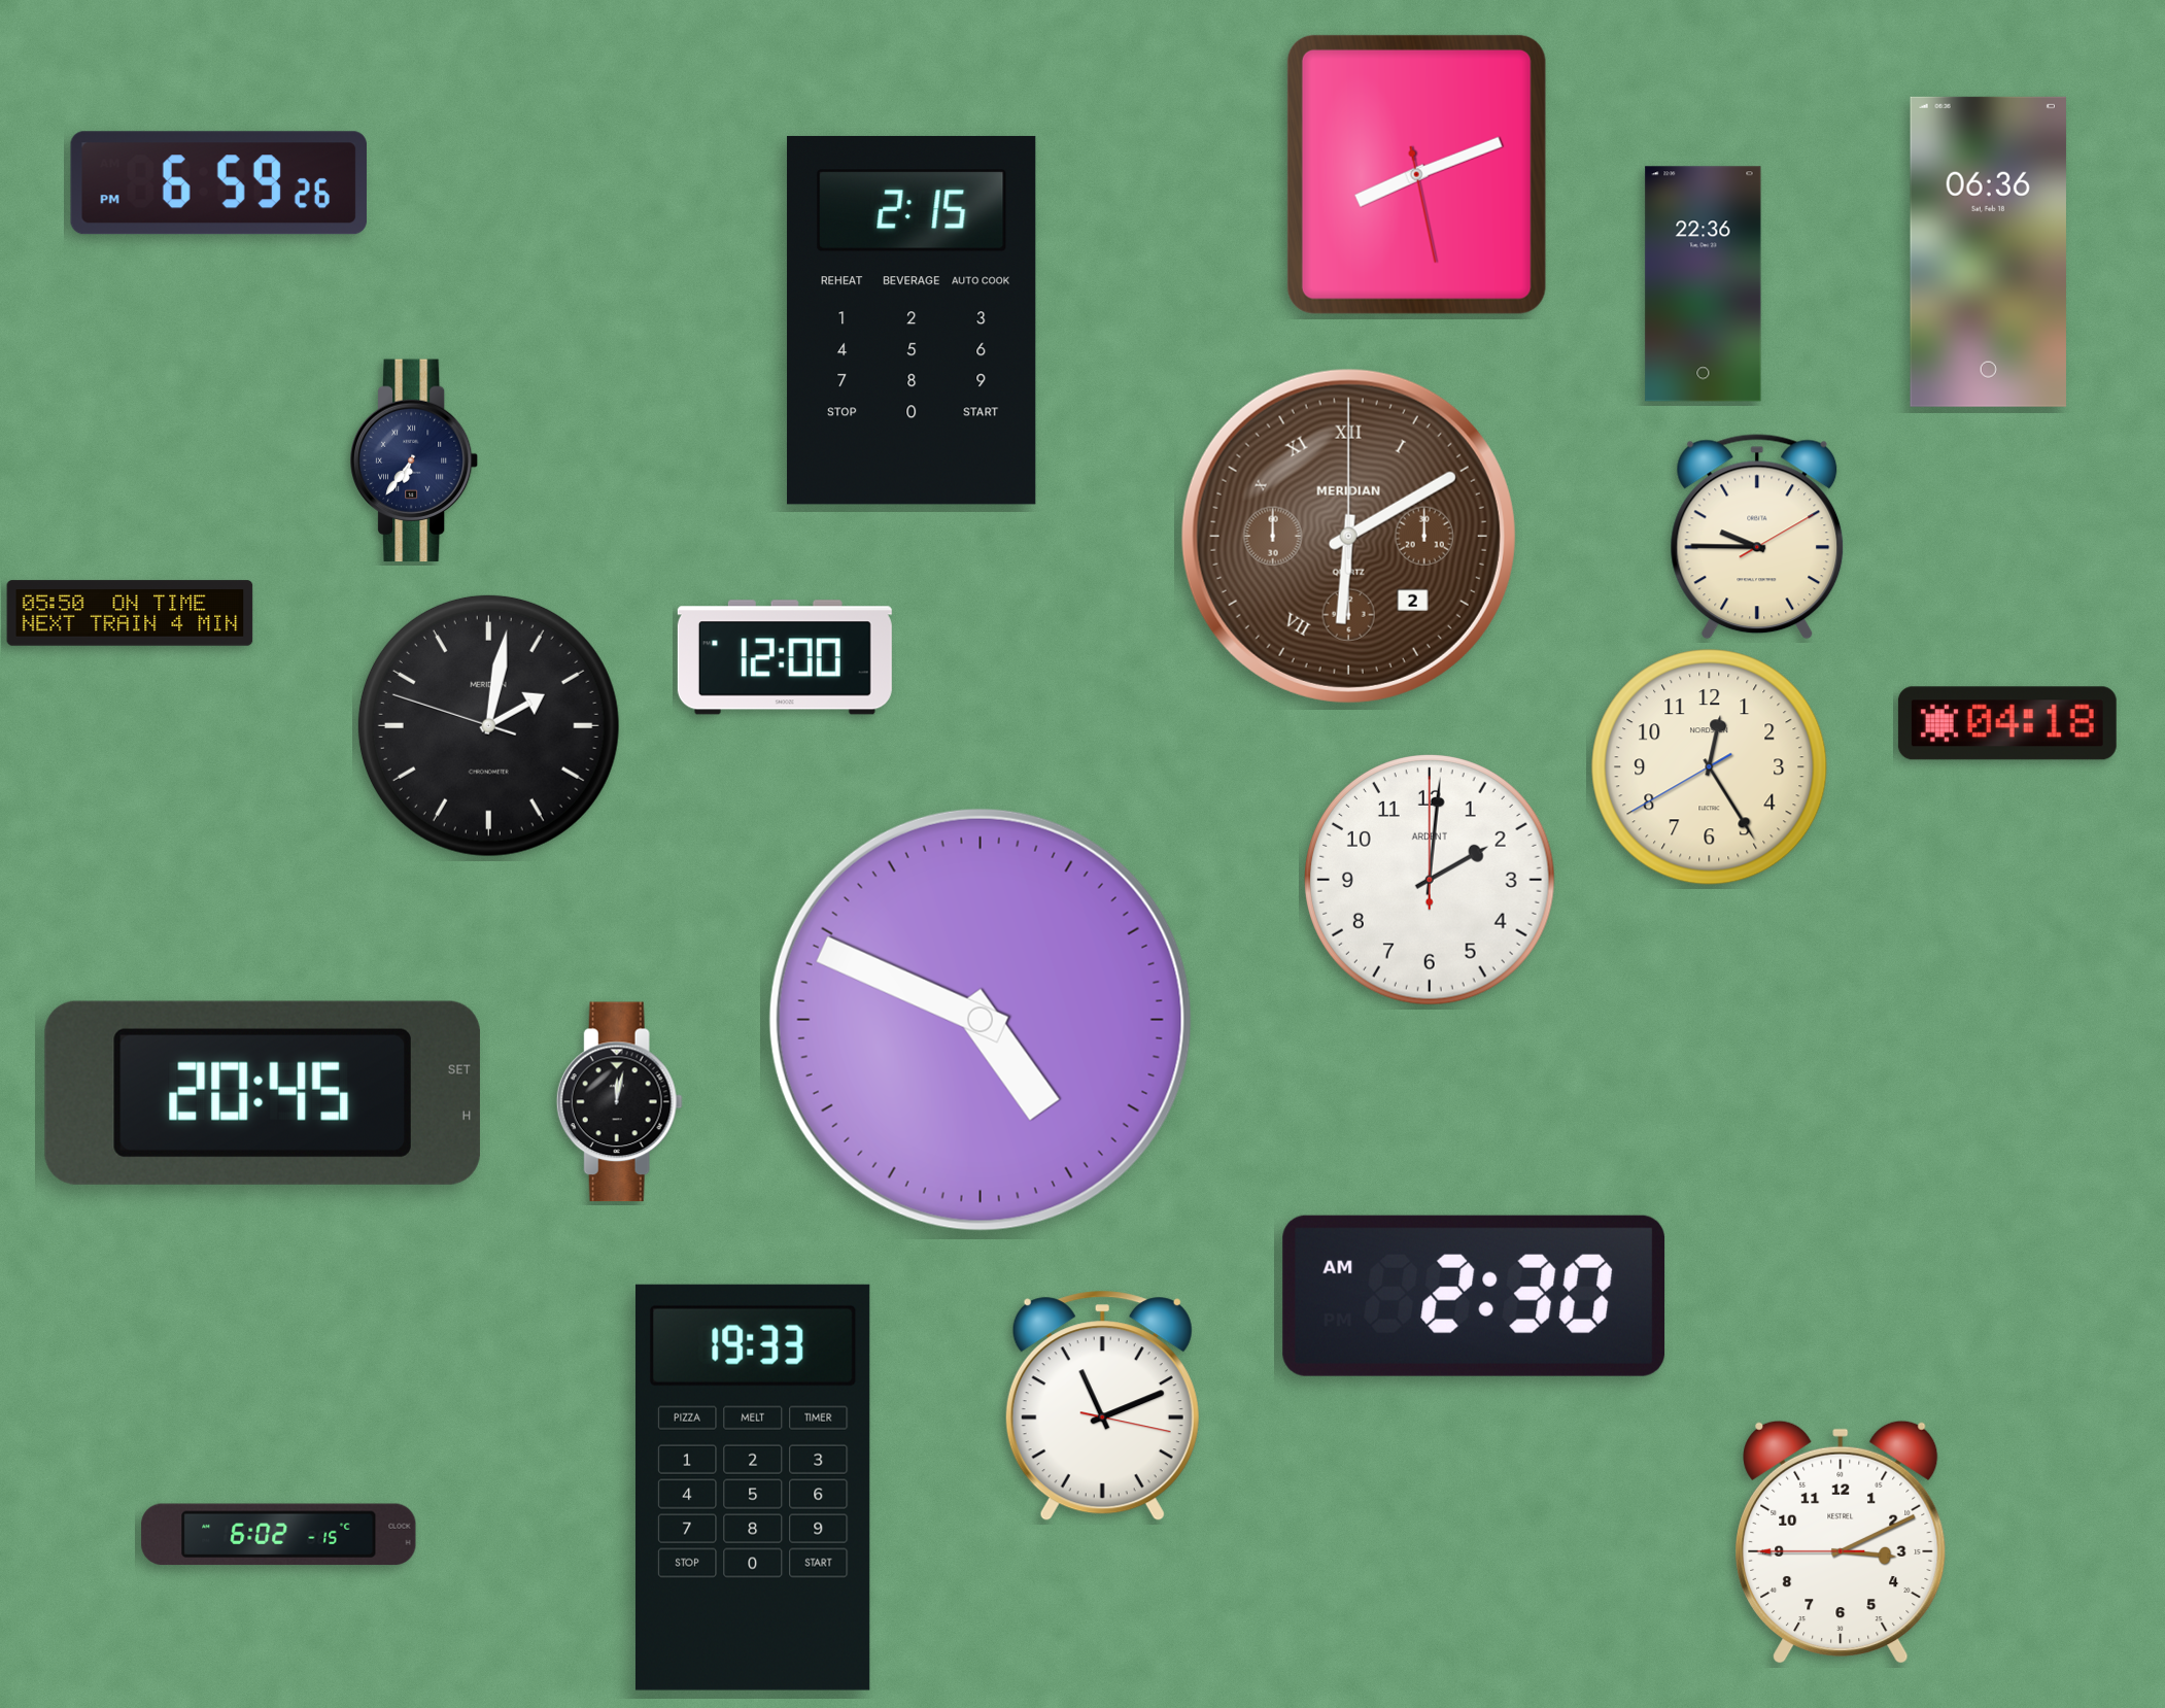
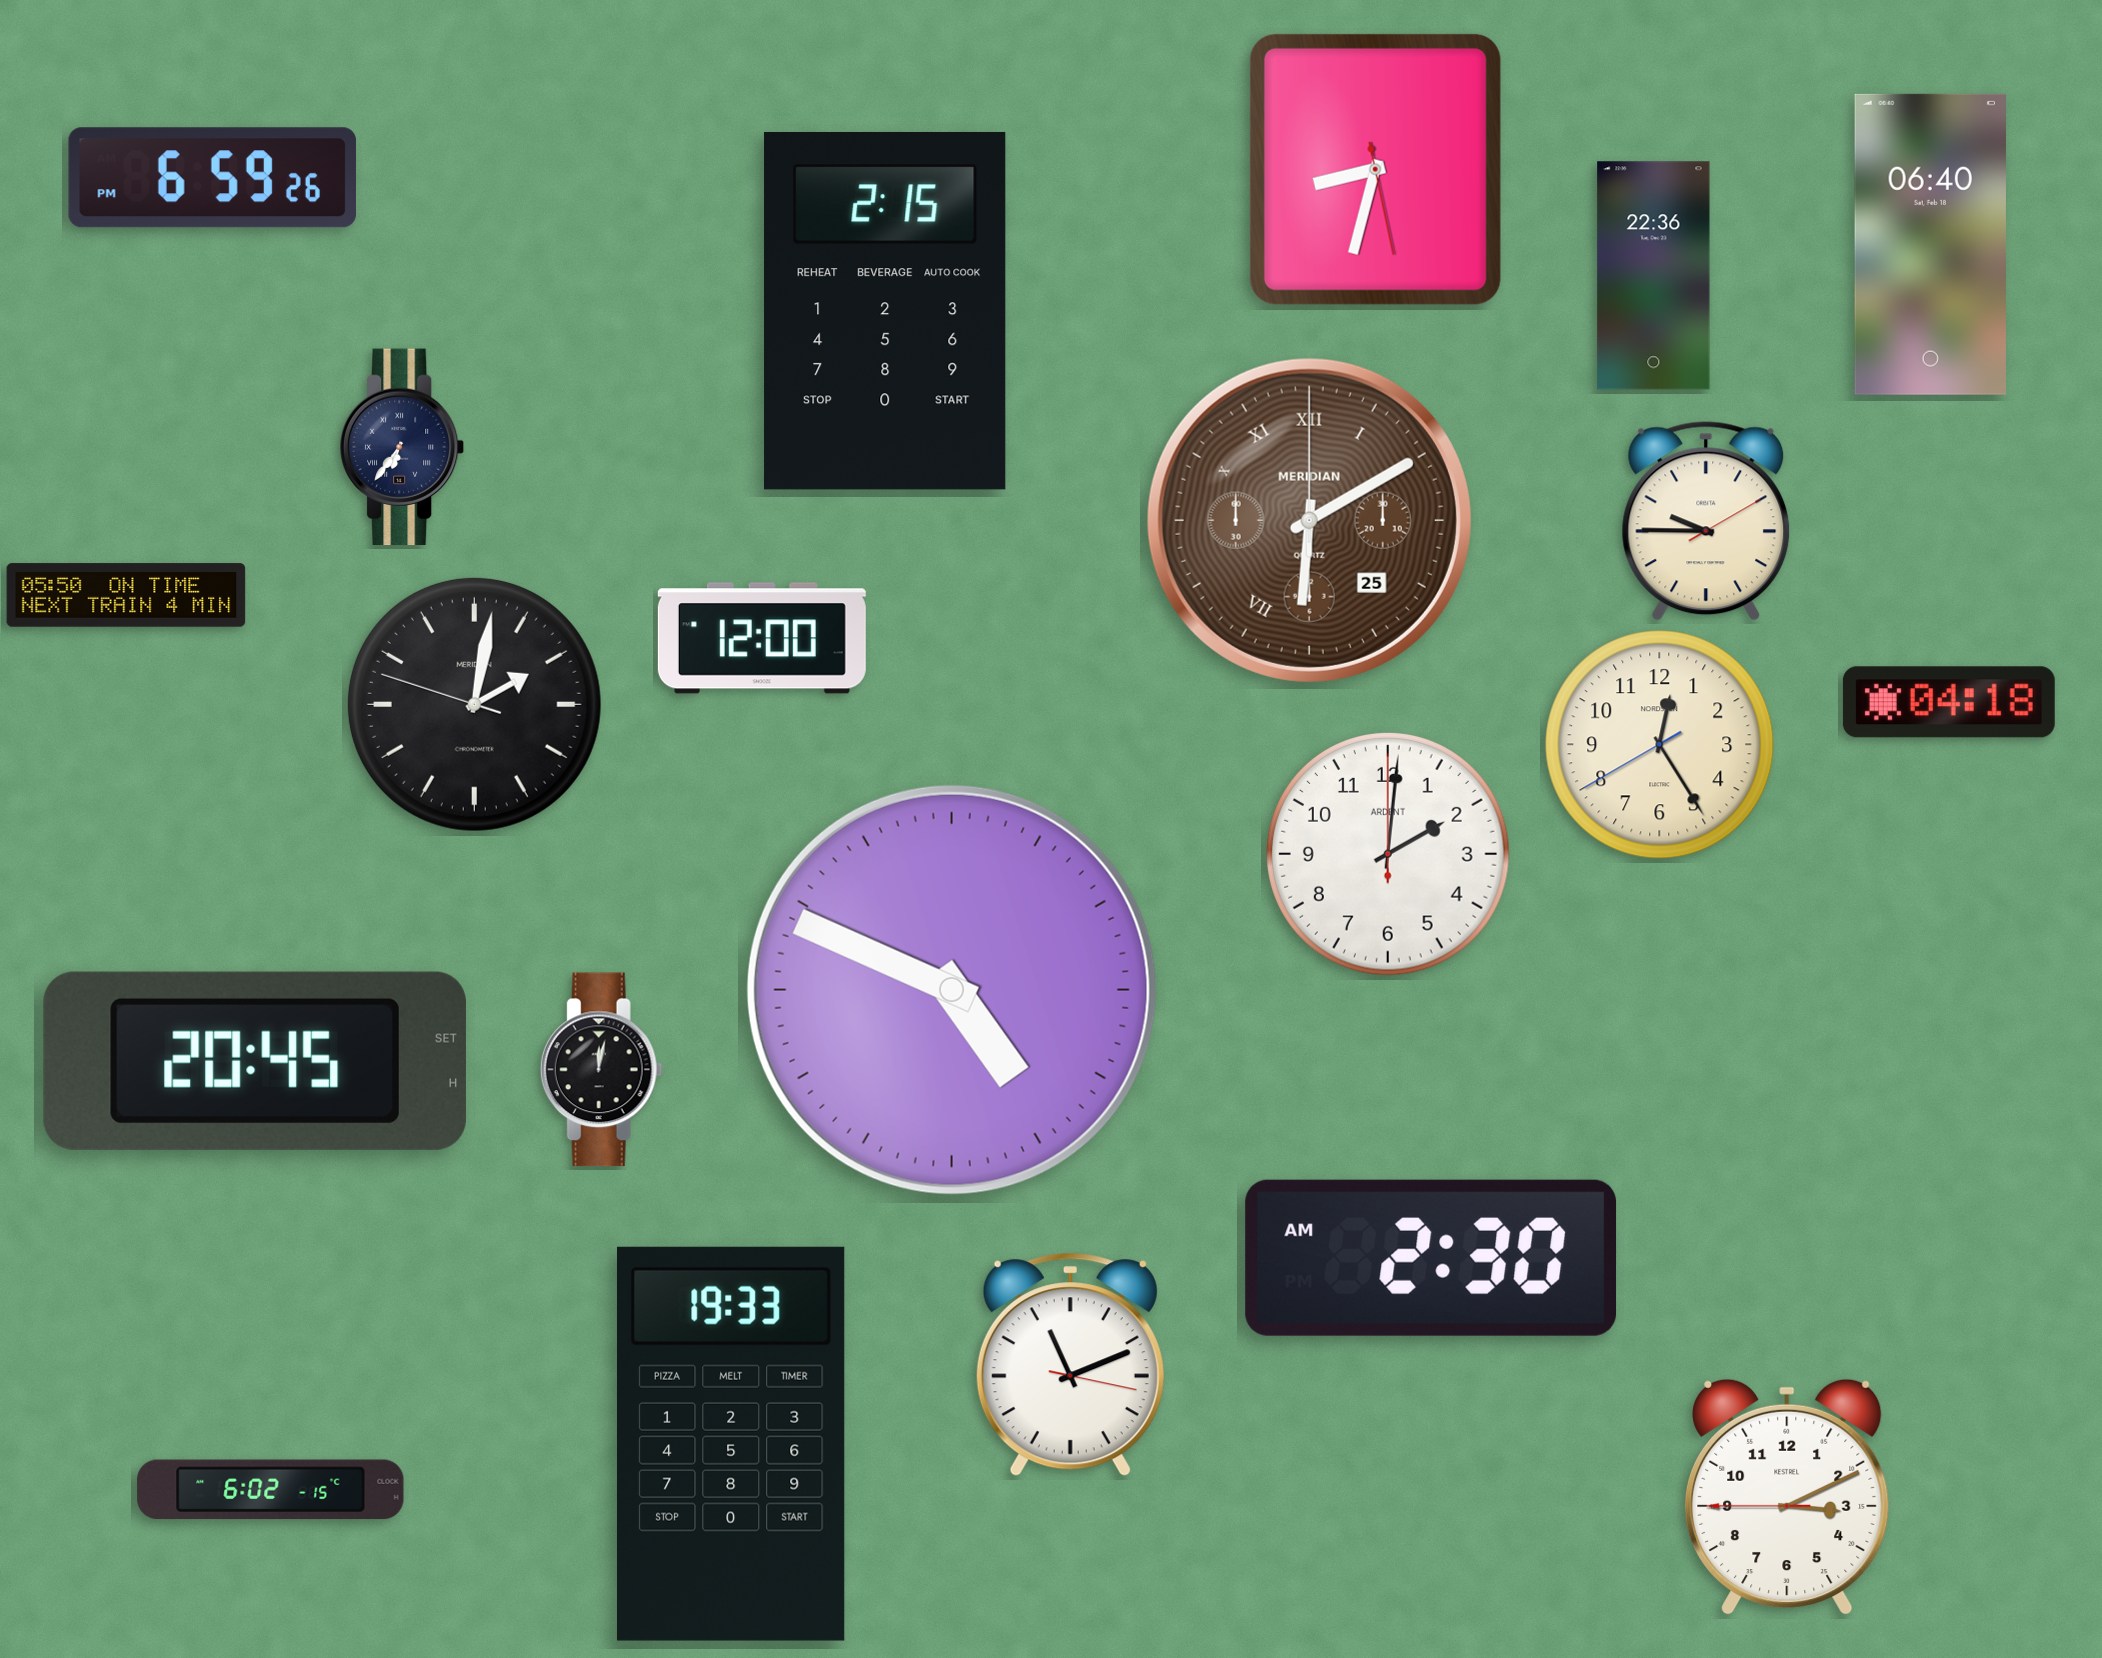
clock at (1416, 174): 8:11 -> 8:32
clock at (1988, 251): 06:36 -> 06:40
clock at (1348, 536) date: 2 -> 25
